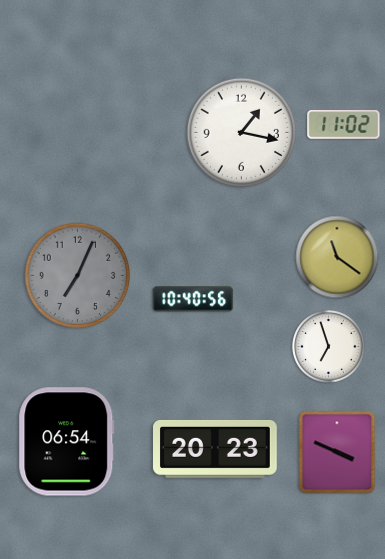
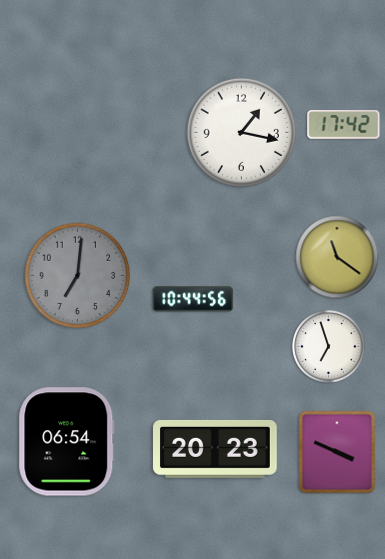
clock at (344, 125): 11:02 -> 17:42
clock at (78, 276): 7:04 -> 7:01
clock at (193, 299): 10:40 -> 10:44
